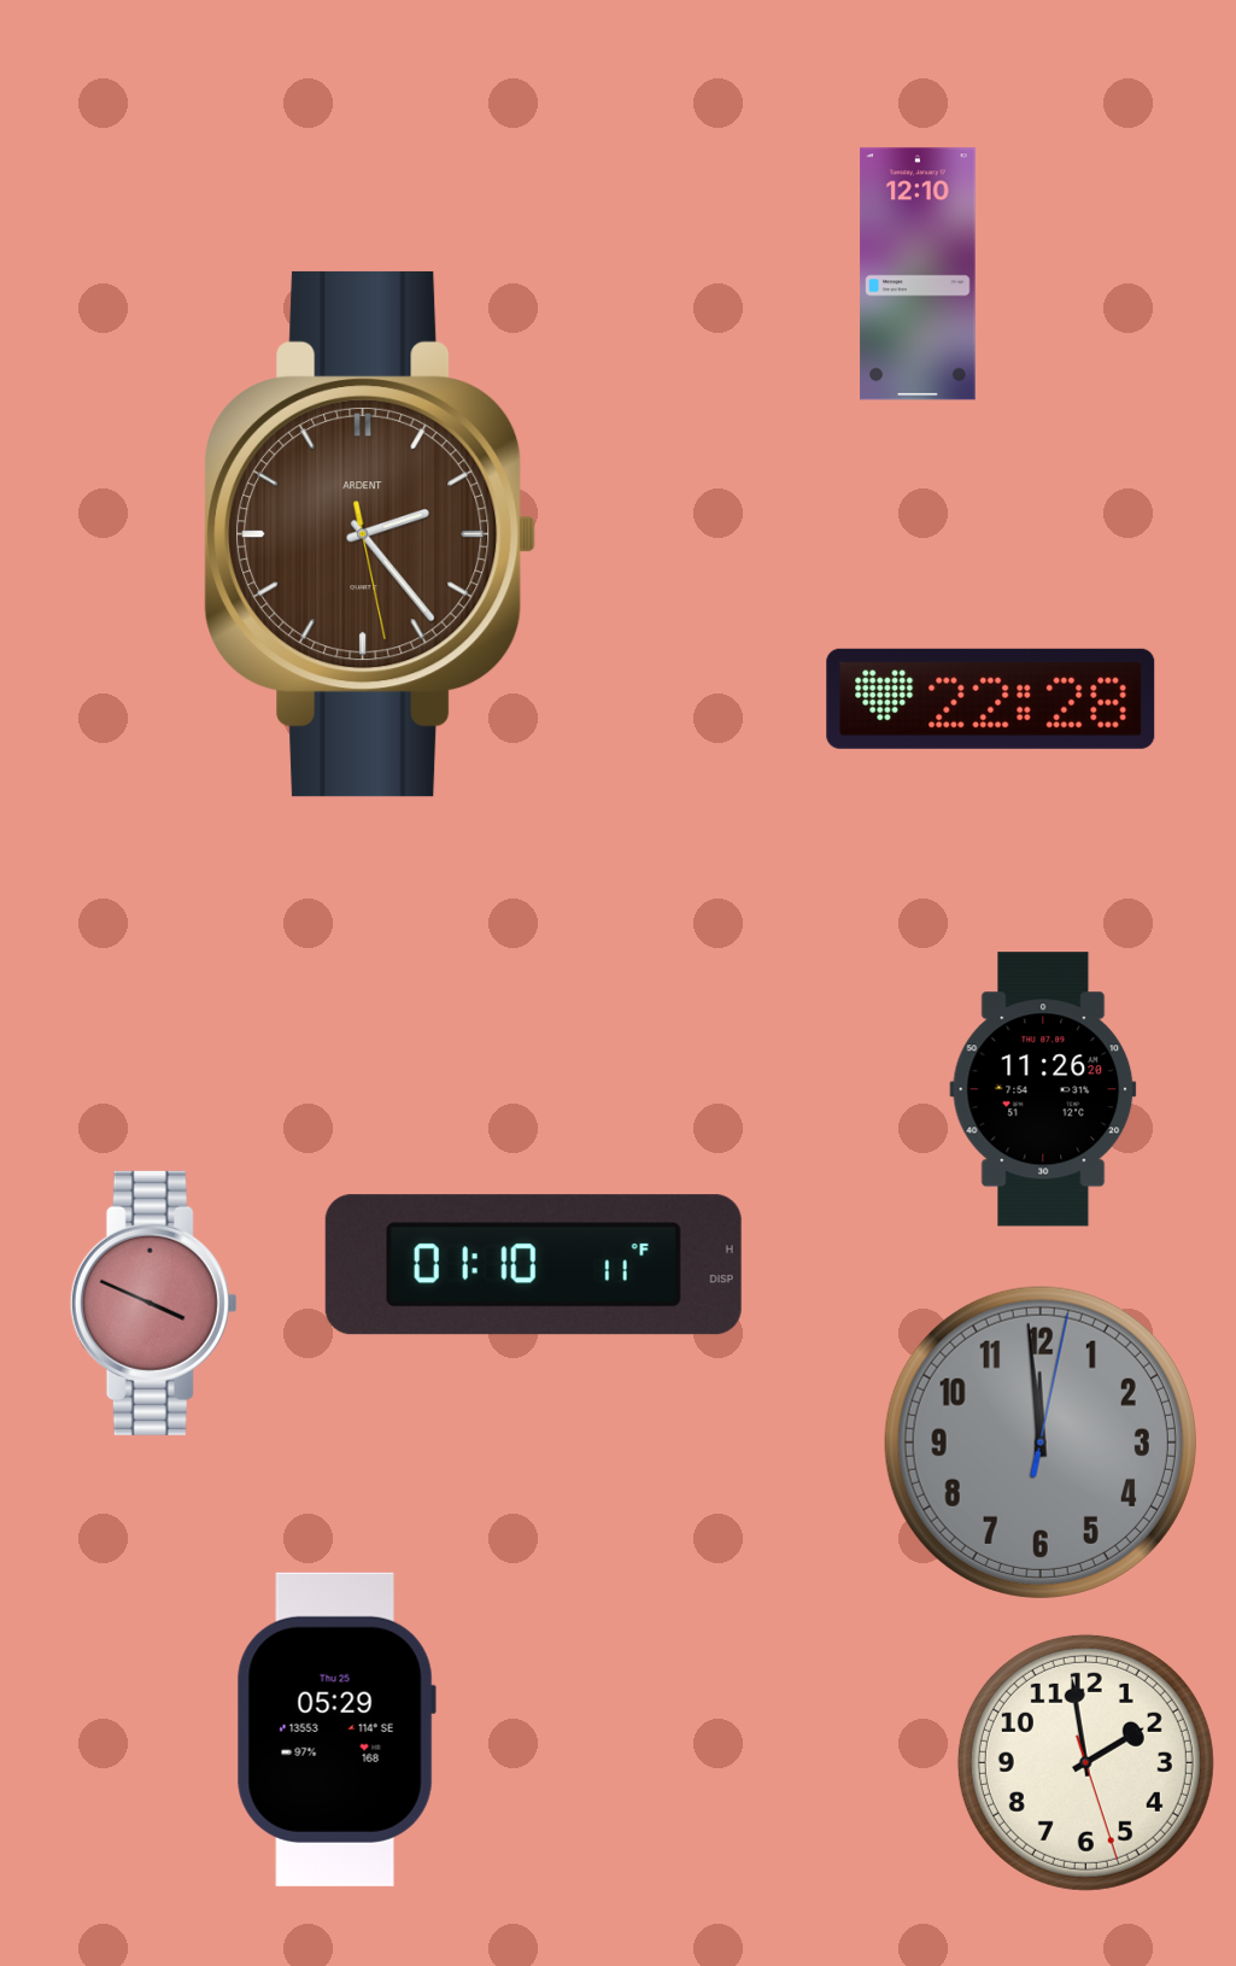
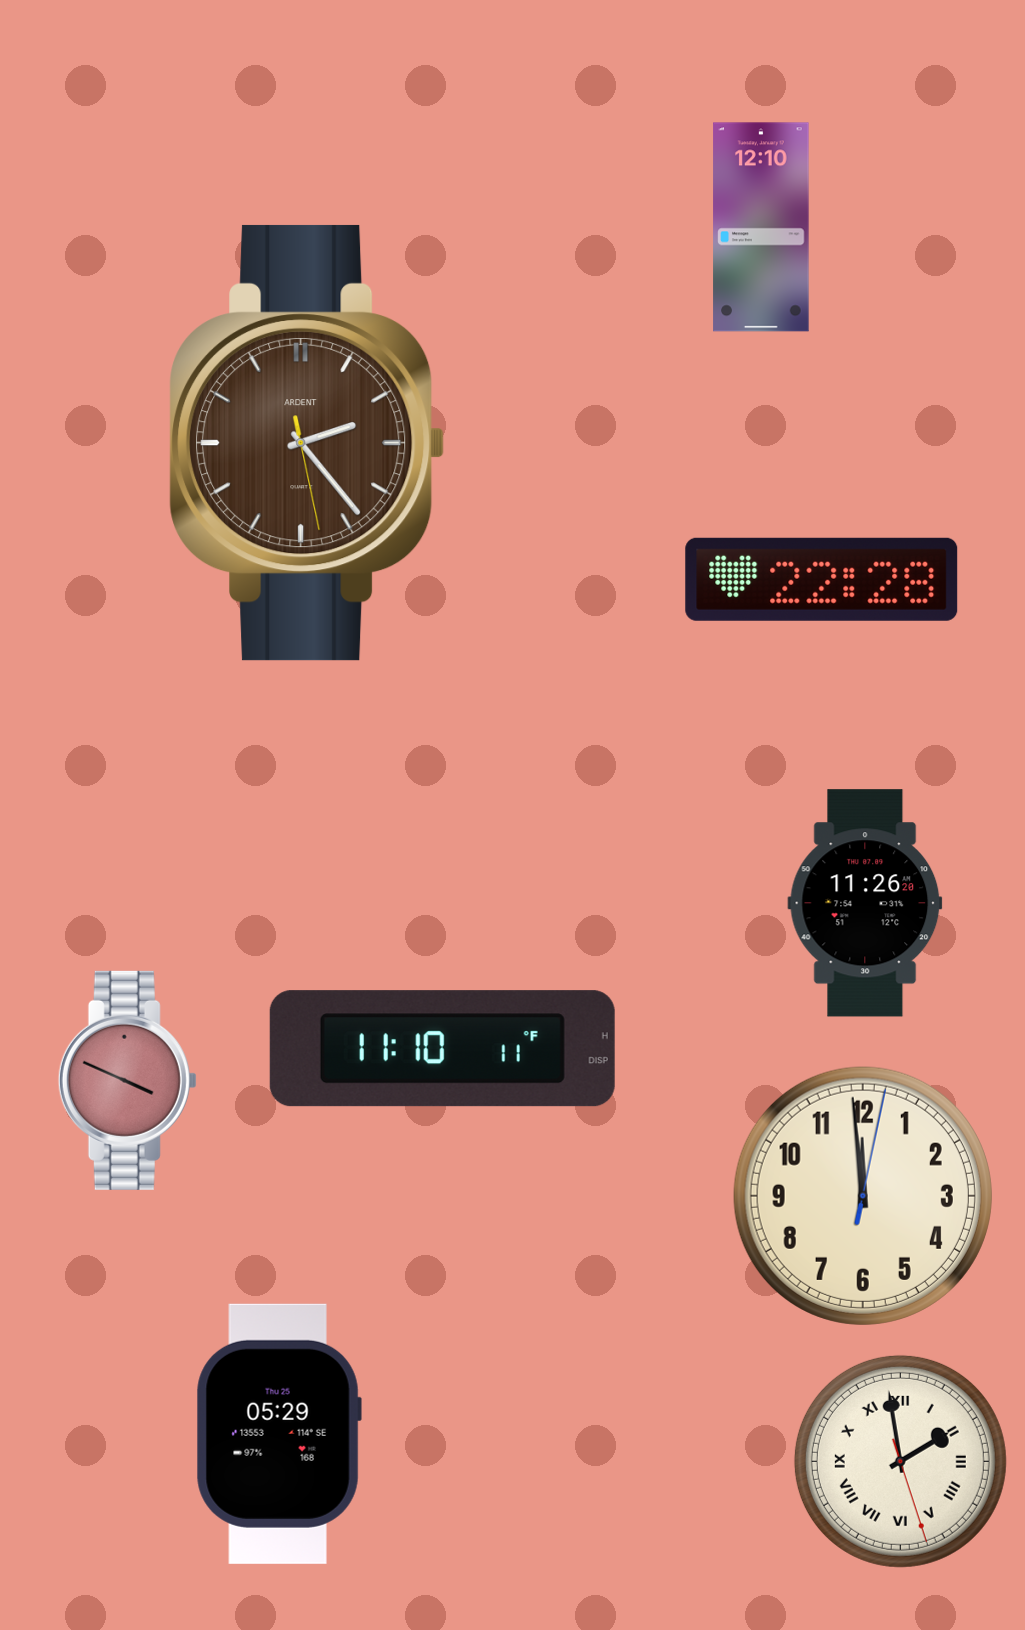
clock at (533, 1265): 01:10 -> 11:10
clock at (1041, 1443) dial: grey -> cream
clock at (1085, 1762) numerals: Arabic -> Roman
